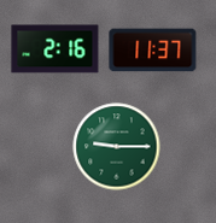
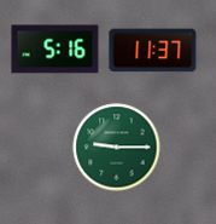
clock at (56, 49): 2:16 -> 5:16
